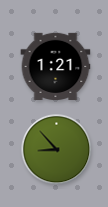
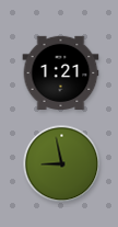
clock at (57, 150): 8:53 -> 8:58
